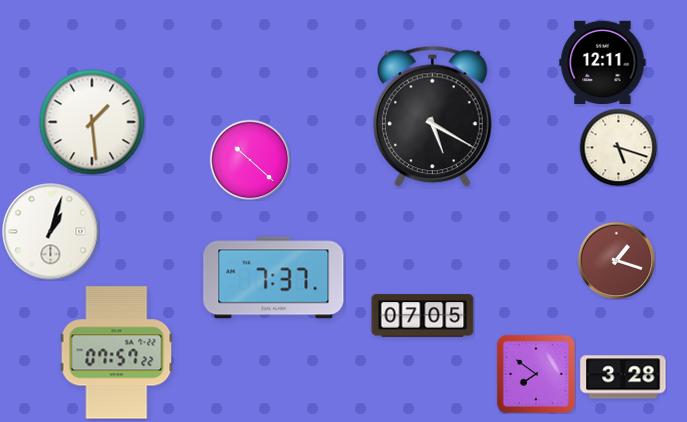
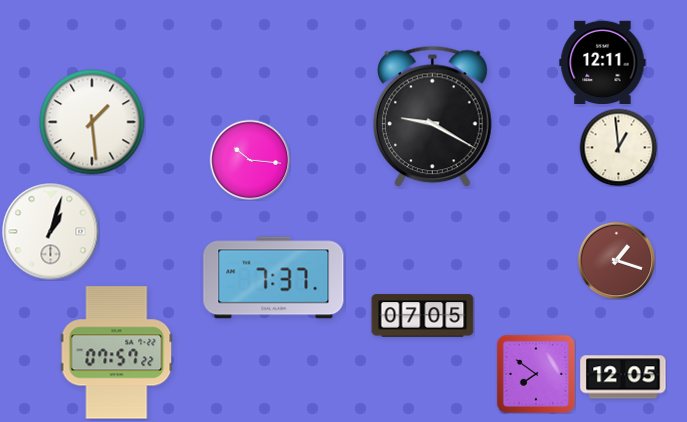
clock at (433, 117): 5:20 -> 9:20
clock at (618, 147): 5:18 -> 12:59
clock at (250, 160): 10:22 -> 10:16
clock at (623, 377): 3:28 -> 12:05
